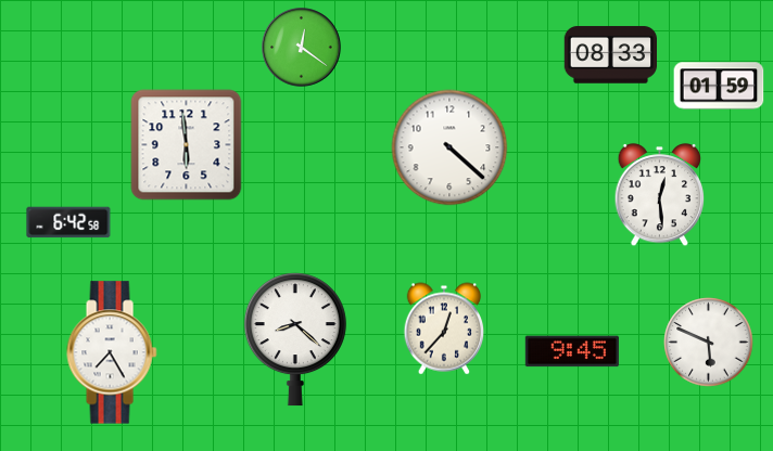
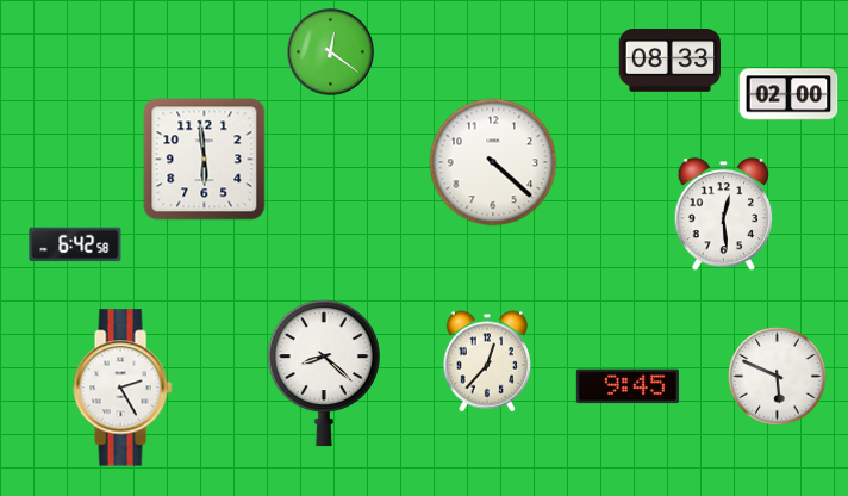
clock at (719, 86): 01:59 -> 02:00
clock at (112, 352): 7:25 -> 2:25
